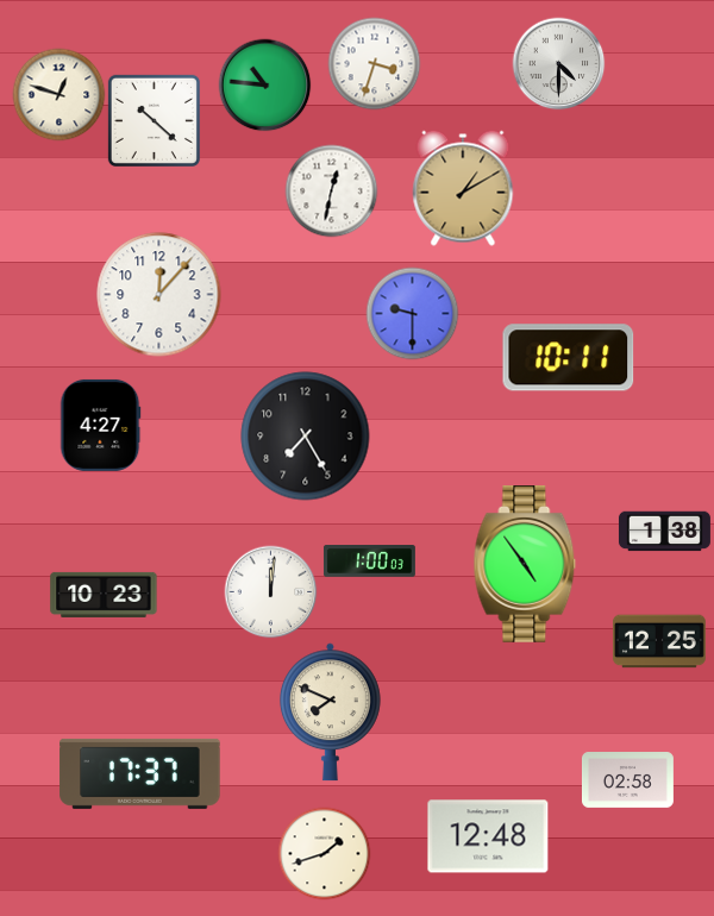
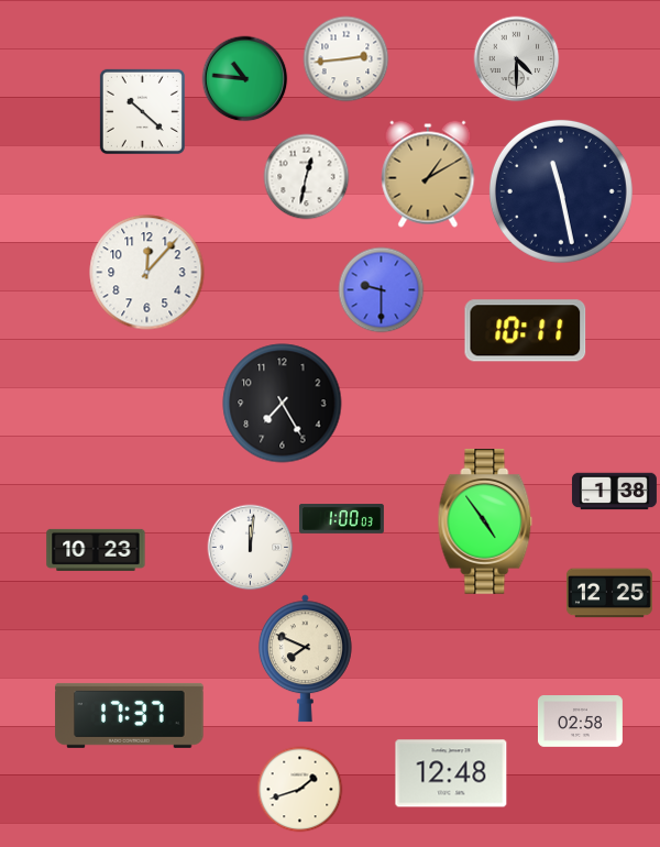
clock at (374, 63): 3:33 -> 2:44
clock at (58, 94): 12:48 -> none
clock at (561, 191): none -> 11:28
clock at (100, 425): 4:27 -> none
